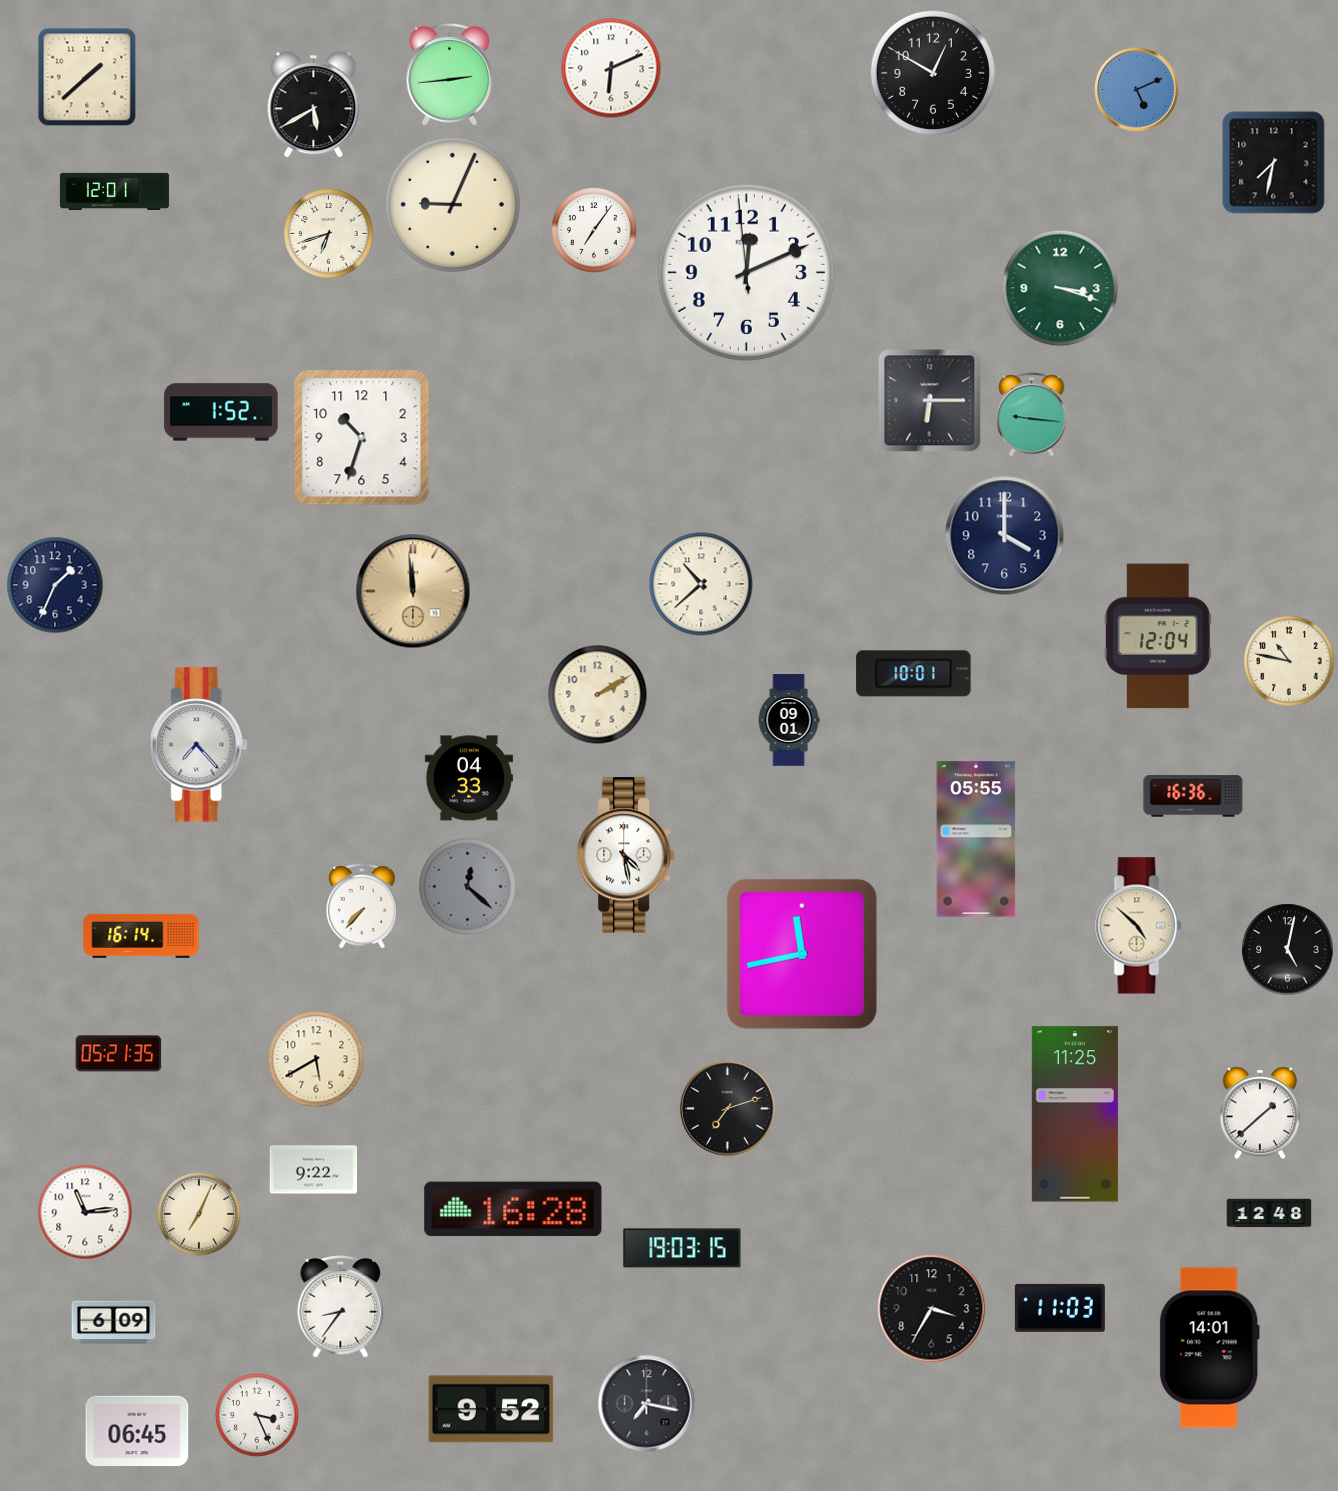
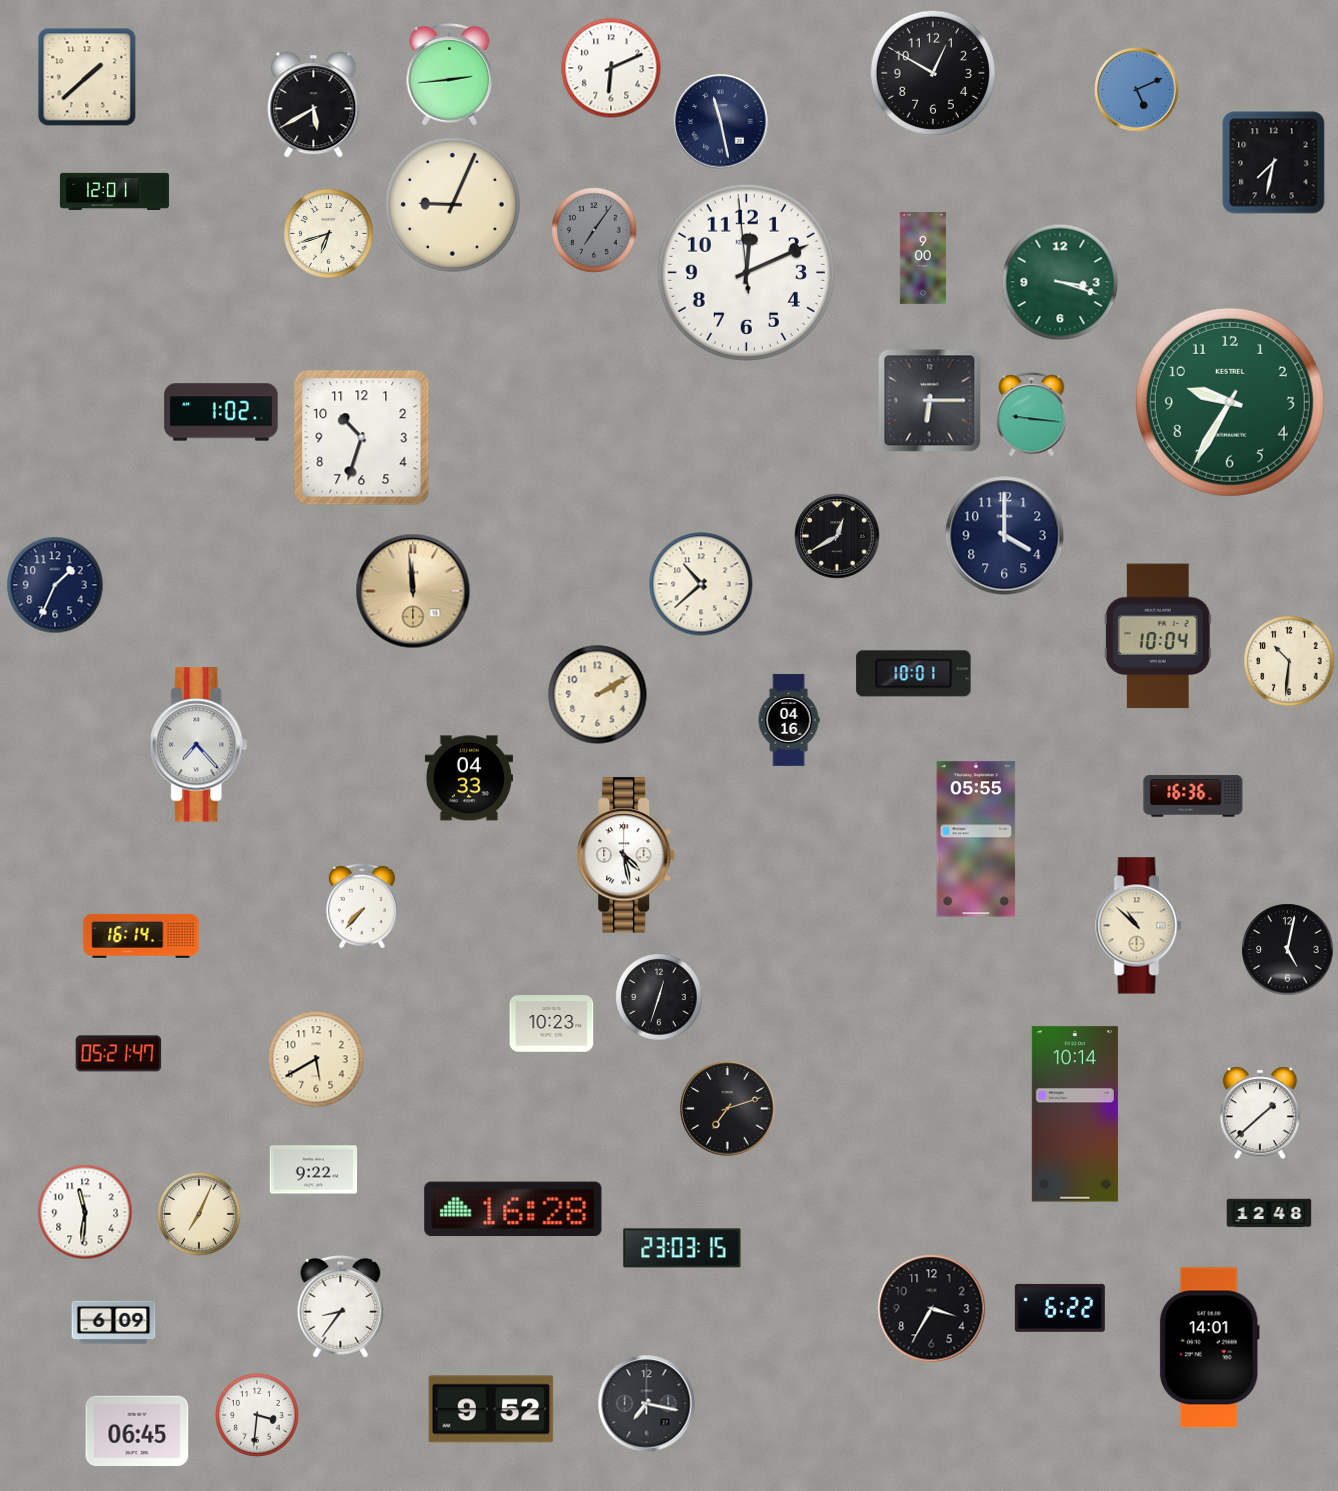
clock at (721, 122): none -> 11:28
clock at (594, 230) dial: white -> grey
clock at (923, 258): none -> 9:00
clock at (1060, 288) position: (1060, 288) -> (1060, 282)
clock at (1230, 402): none -> 9:35
clock at (221, 412): 1:52 -> 1:02
clock at (837, 536): none -> 12:40
clock at (1158, 636): 12:04 -> 10:04
clock at (1289, 661): 10:47 -> 10:31
clock at (789, 720): 09:01 -> 04:16
clock at (468, 887): 12:22 -> none
clock at (1139, 926): 4:52 -> 10:52
clock at (802, 954): 11:43 -> none
clock at (659, 997): none -> 12:33
clock at (552, 1024): none -> 10:23
clock at (119, 1054): 05:21:35 -> 05:21:47
clock at (1075, 1114): 11:25 -> 10:14
clock at (85, 1212): 11:14 -> 11:31
clock at (682, 1248): 19:03 -> 23:03
clock at (1060, 1308): 11:03 -> 6:22
clock at (258, 1416): 3:26 -> 3:31
